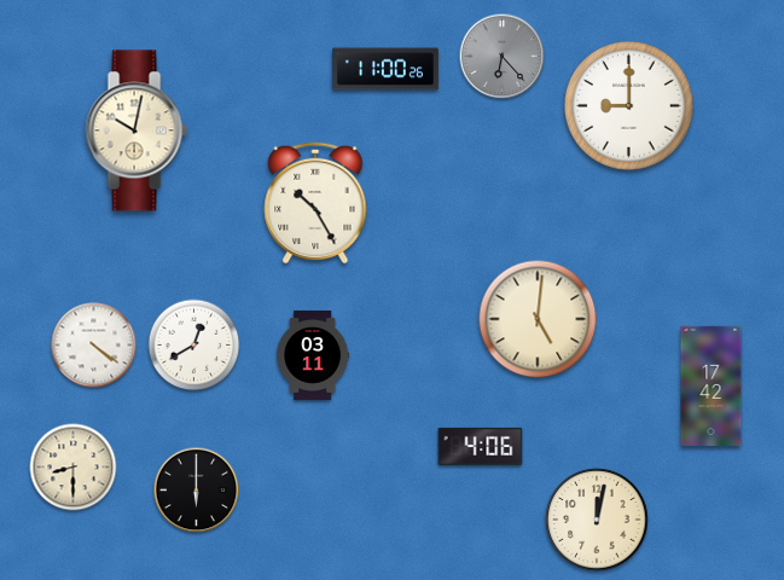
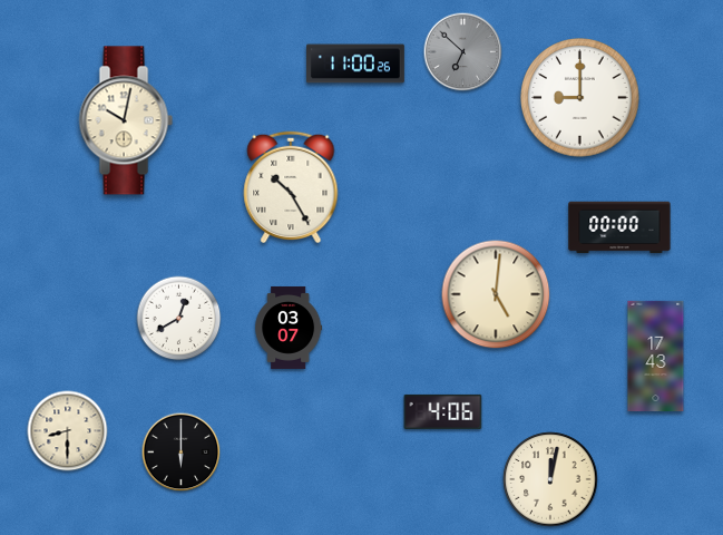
clock at (503, 57): 6:23 -> 6:52
clock at (619, 227): none -> 00:00
clock at (94, 346): 4:21 -> none
clock at (313, 355): 03:11 -> 03:07
clock at (712, 385): 17:42 -> 17:43
